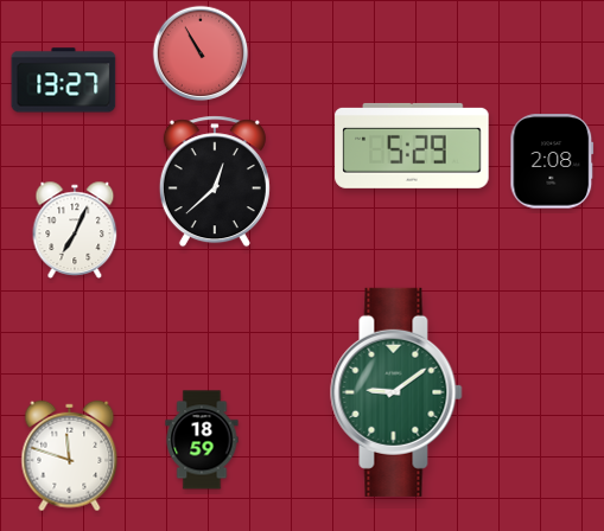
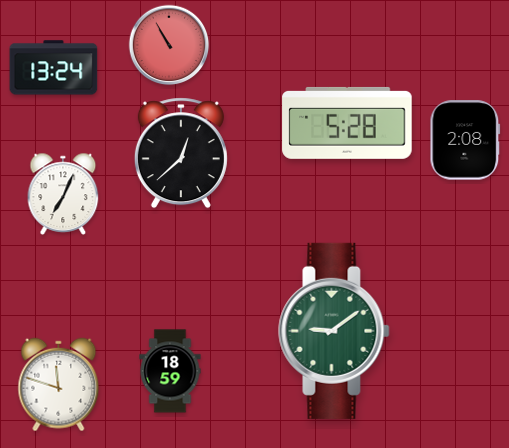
clock at (64, 81): 13:27 -> 13:24
clock at (412, 146): 5:29 -> 5:28
clock at (552, 161) position: (552, 161) -> (465, 140)
